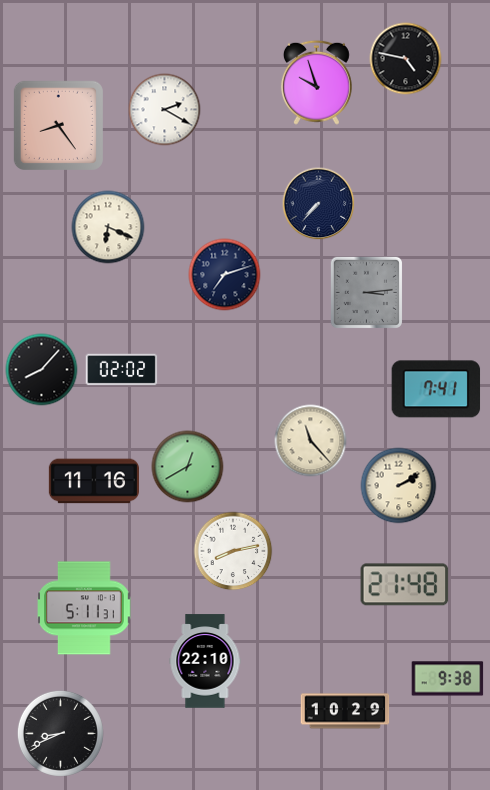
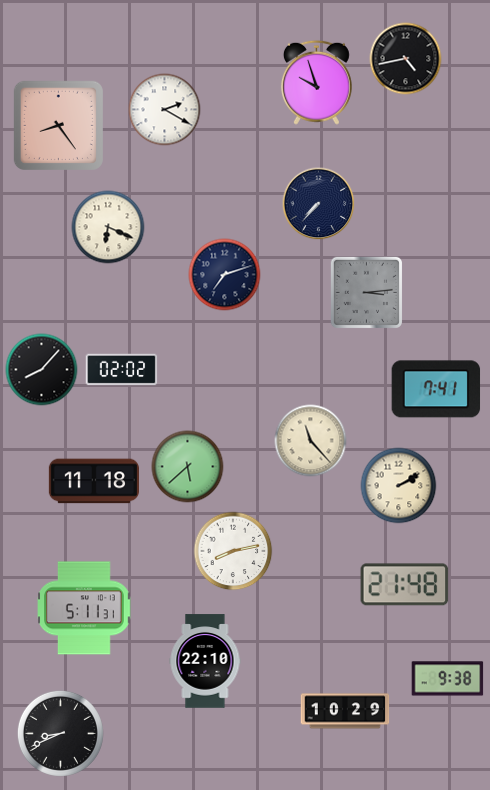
clock at (406, 59): 4:47 -> 4:43
clock at (188, 467): 12:40 -> 5:38
clock at (94, 481): 11:16 -> 11:18
